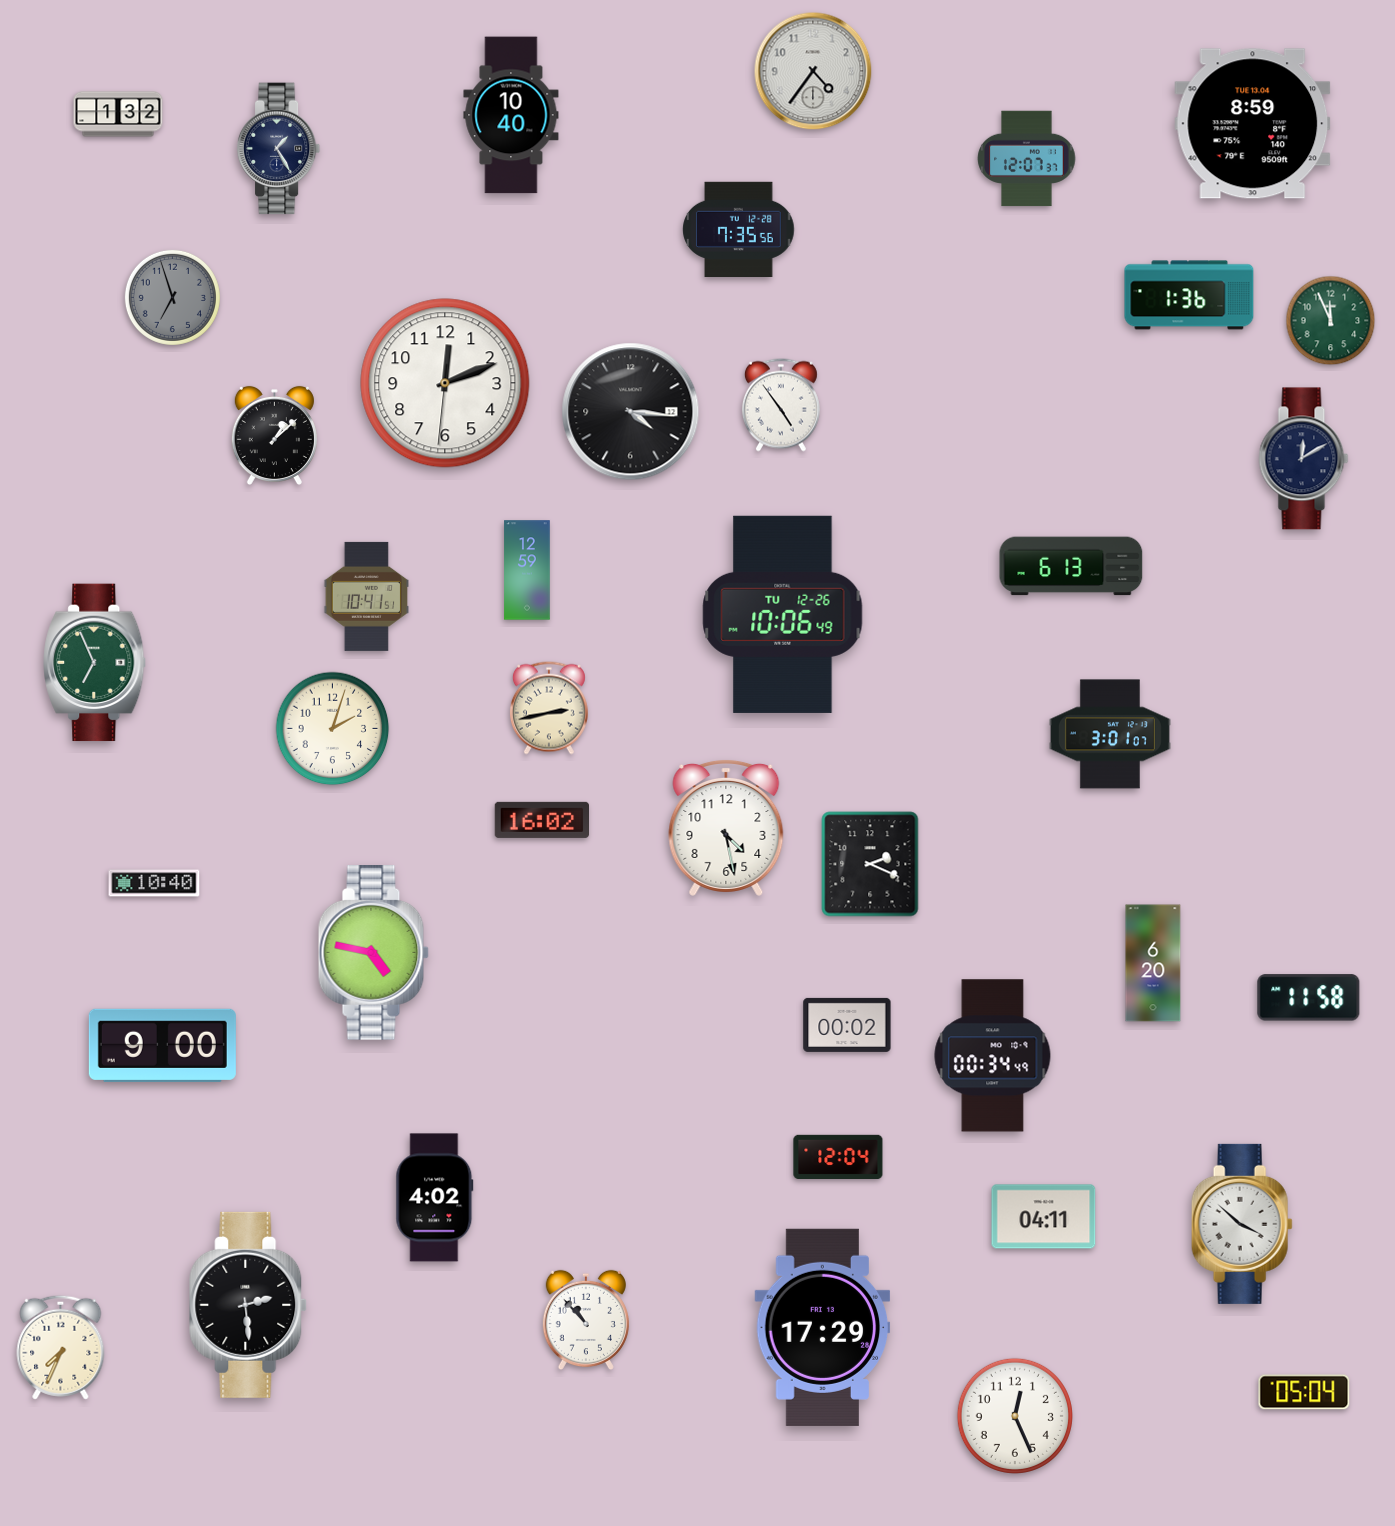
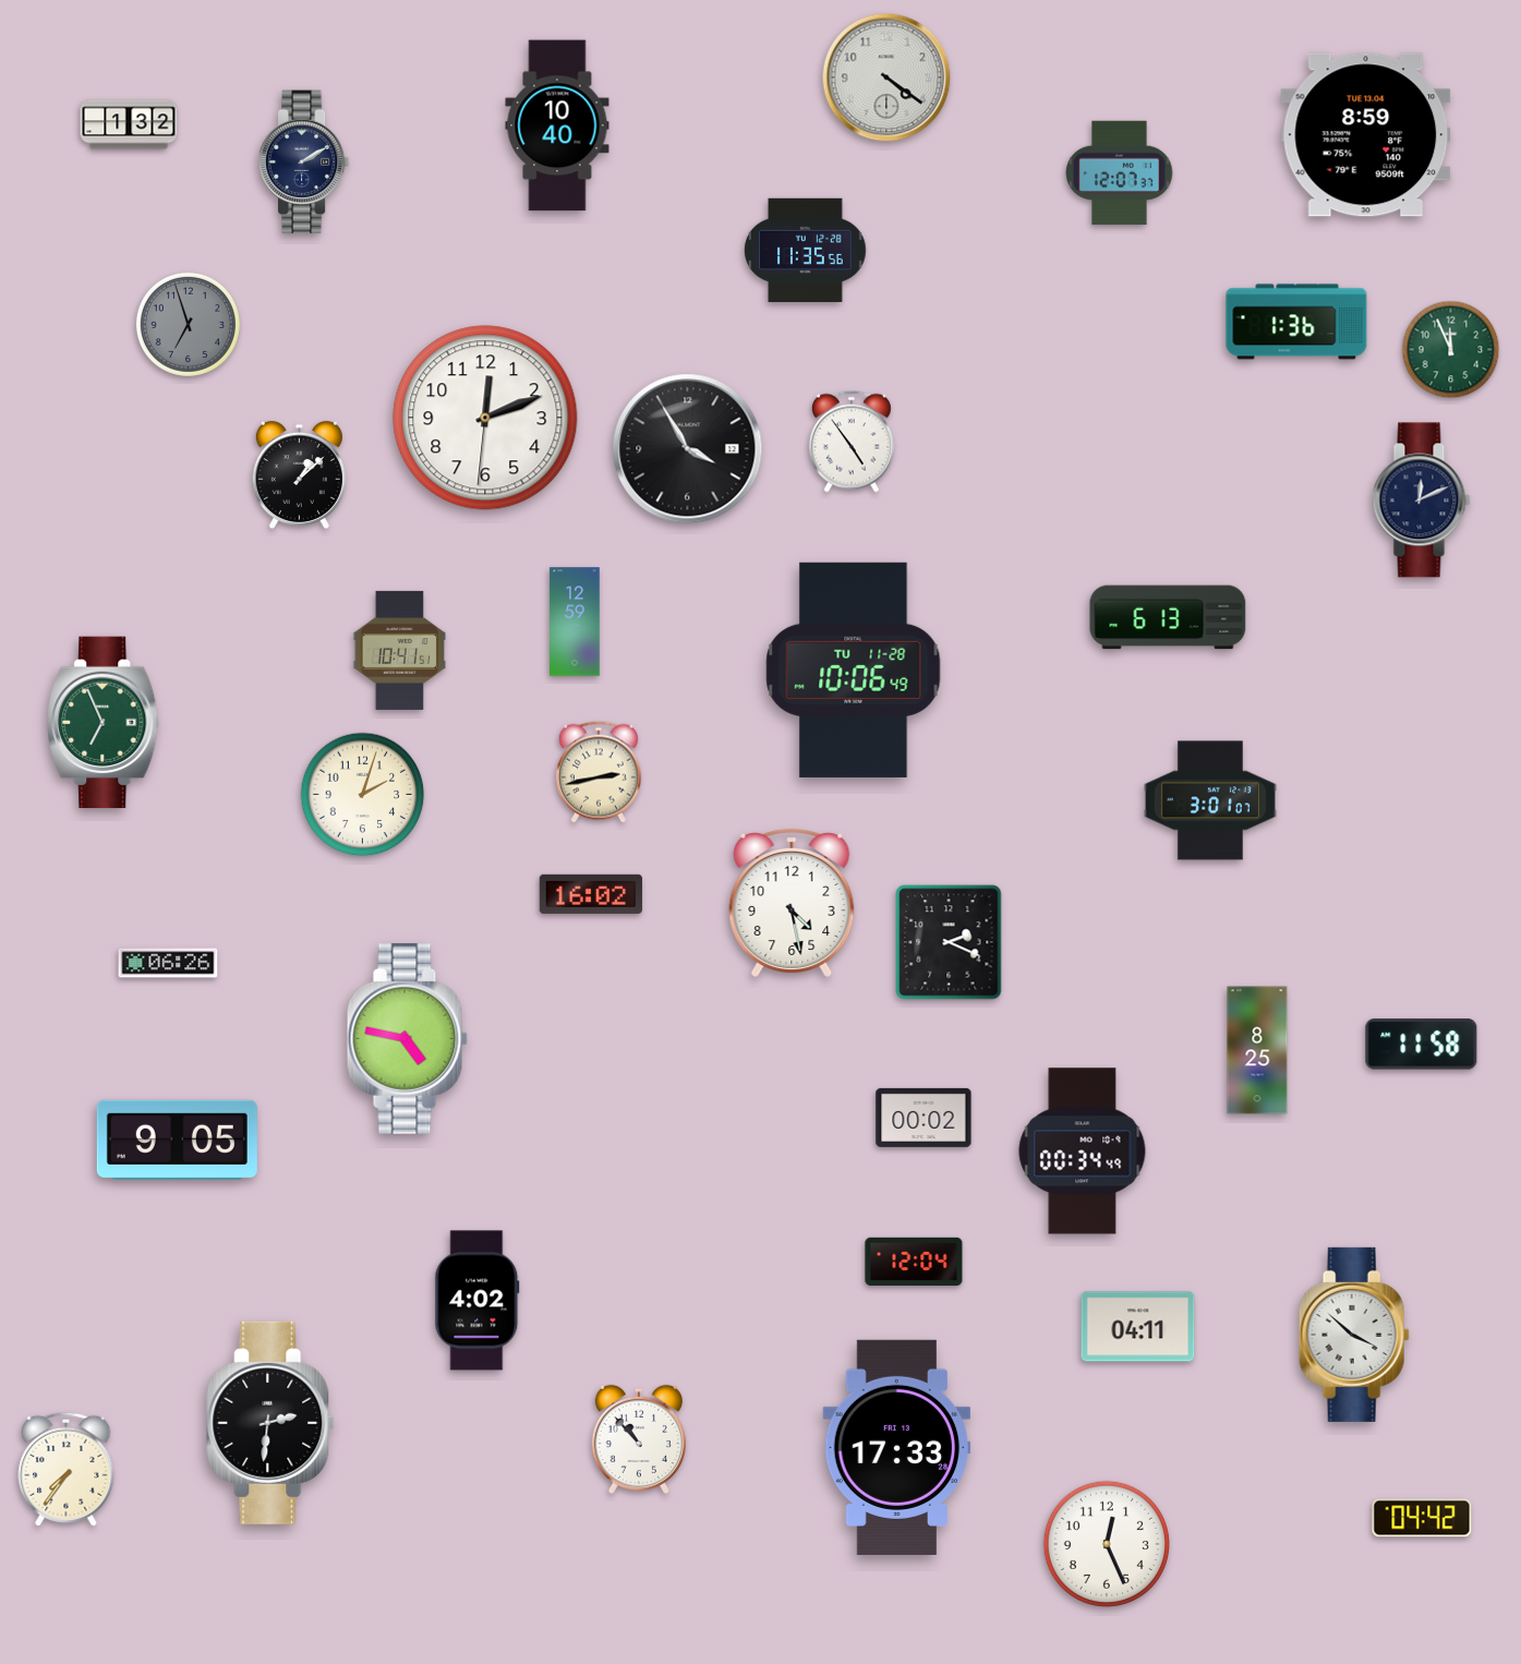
clock at (813, 71): 4:36 -> 4:21
clock at (279, 149): 1:25 -> 2:10
clock at (739, 229): 7:35 -> 11:35
clock at (631, 412): 4:16 -> 3:55
clock at (1304, 459): 12:10 -> 12:11
clock at (783, 614) date: TU 12-26 -> TU 11-28
clock at (154, 883): 10:40 -> 06:26
clock at (1153, 963): 6:20 -> 8:25
clock at (1309, 998) position: (1309, 998) -> (1422, 1045)
clock at (162, 1045): 9:00 -> 9:05
clock at (435, 1198) position: (435, 1198) -> (478, 1301)
clock at (249, 1305): 2:29 -> 2:31
clock at (823, 1327): 17:29 -> 17:33
clock at (61, 1347): 7:34 -> 7:36
clock at (1304, 1392): 05:04 -> 04:42
